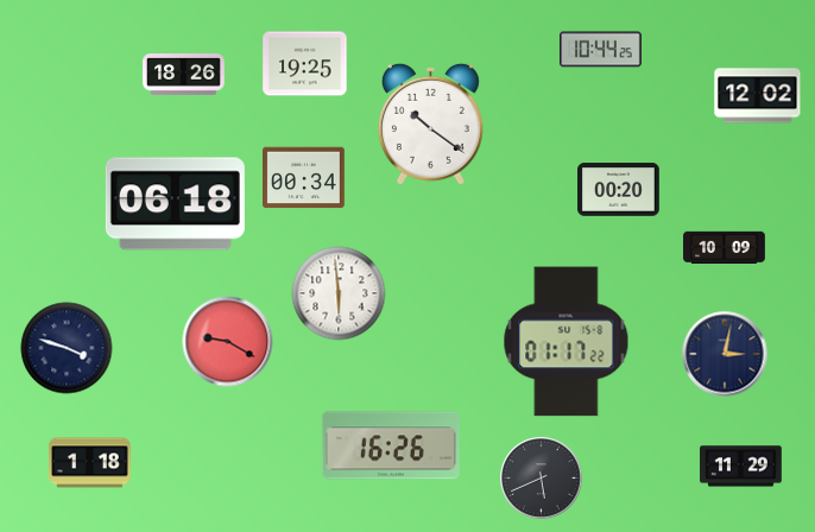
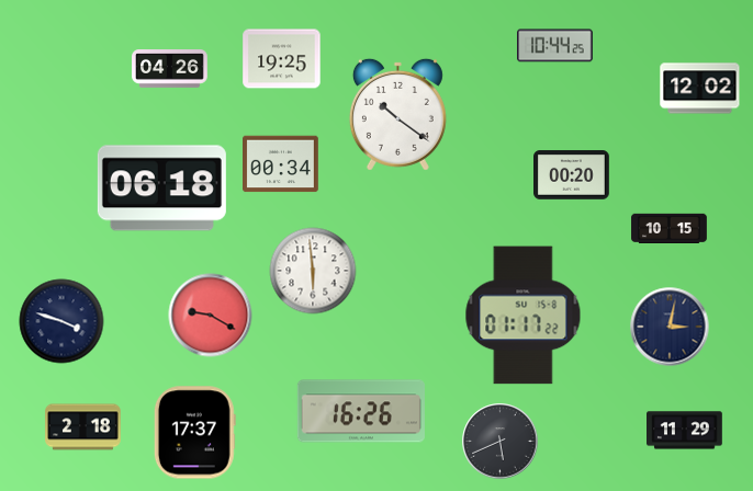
clock at (184, 75): 18:26 -> 04:26
clock at (725, 248): 10:09 -> 10:15
clock at (90, 463): 1:18 -> 2:18
clock at (194, 433): none -> 17:37
